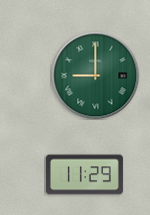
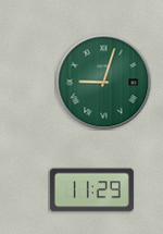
clock at (95, 75): 9:00 -> 9:03
